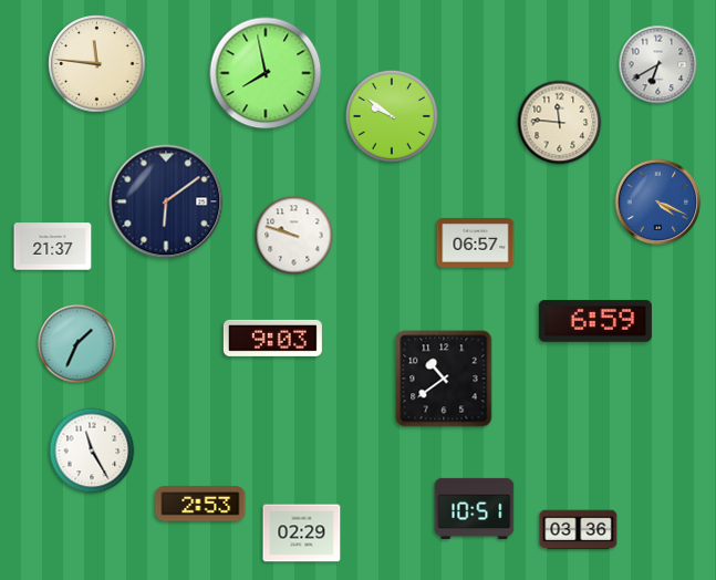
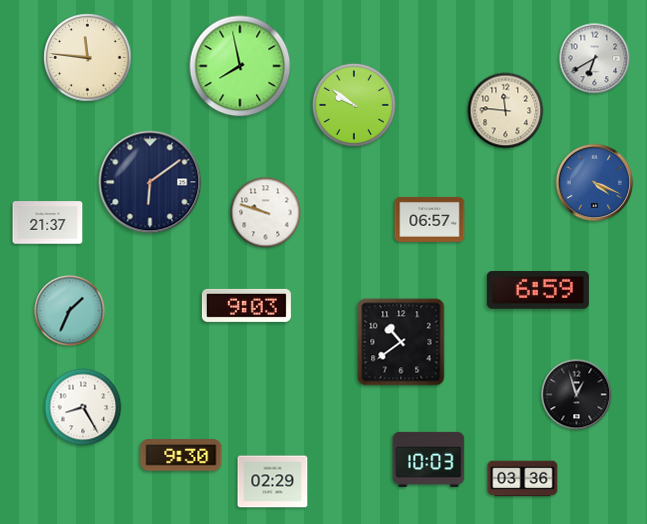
clock at (577, 395): none -> 12:57
clock at (92, 450): 11:25 -> 8:25
clock at (200, 504): 2:53 -> 9:30
clock at (475, 508): 10:51 -> 10:03
